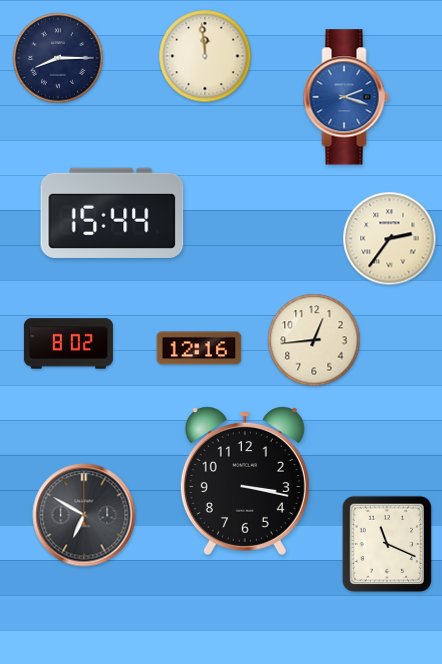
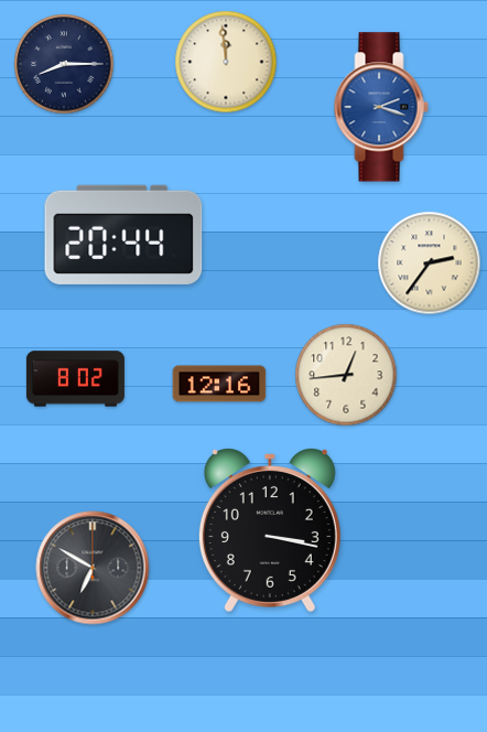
clock at (112, 213): 15:44 -> 20:44
clock at (386, 543): 11:19 -> none
